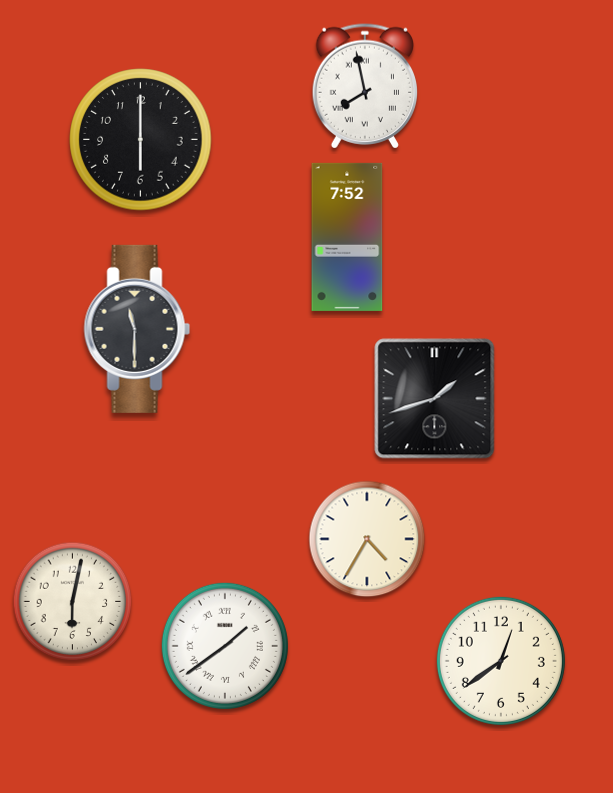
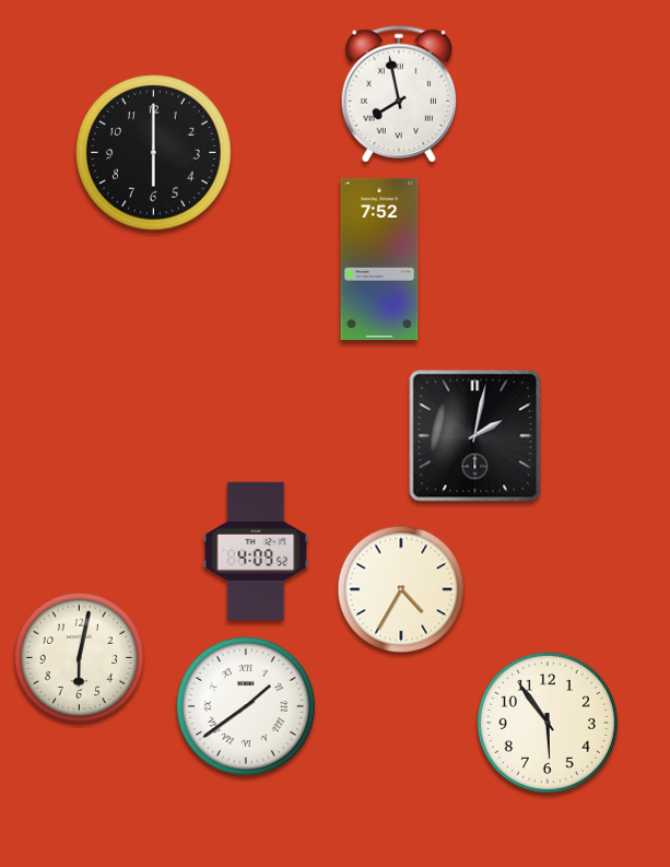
clock at (137, 329): 11:30 -> none
clock at (435, 399): 1:42 -> 2:02
clock at (256, 550): none -> 4:09
clock at (501, 661): 12:39 -> 5:54
